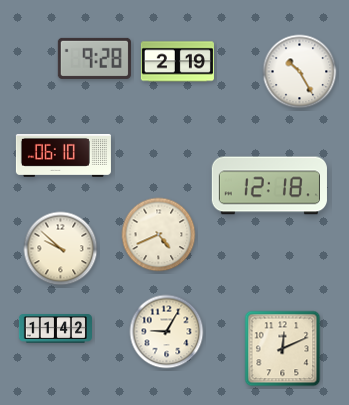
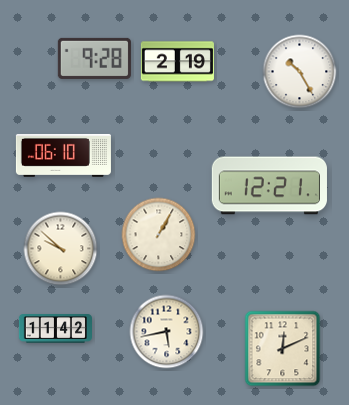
clock at (269, 186): 12:18 -> 12:21
clock at (159, 235): 4:41 -> 1:05
clock at (167, 332): 9:05 -> 5:43
